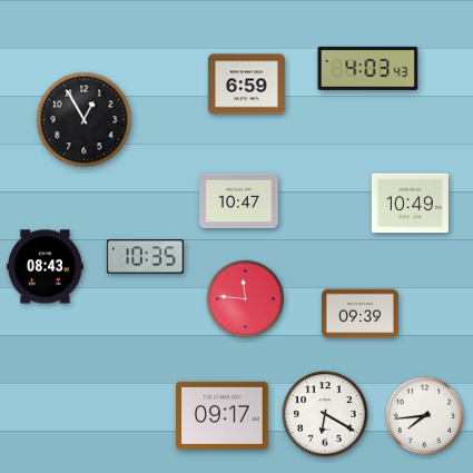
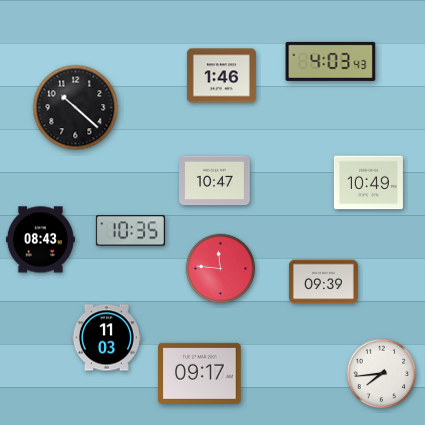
clock at (246, 85): 6:59 -> 1:46
clock at (85, 120): 12:55 -> 10:22
clock at (106, 338): none -> 11:03
clock at (325, 414): 6:20 -> none
